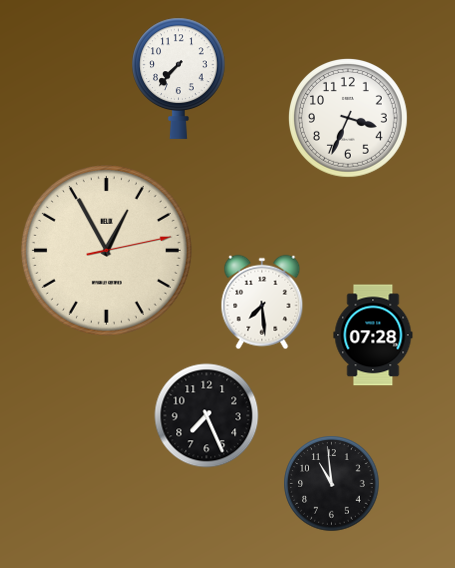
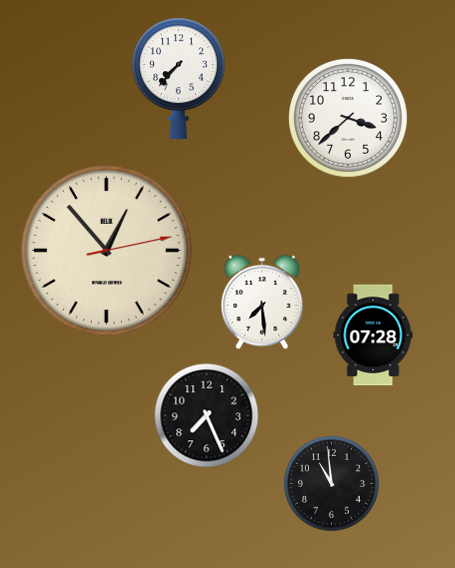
clock at (349, 119): 3:34 -> 3:38
clock at (106, 250): 12:55 -> 12:53
